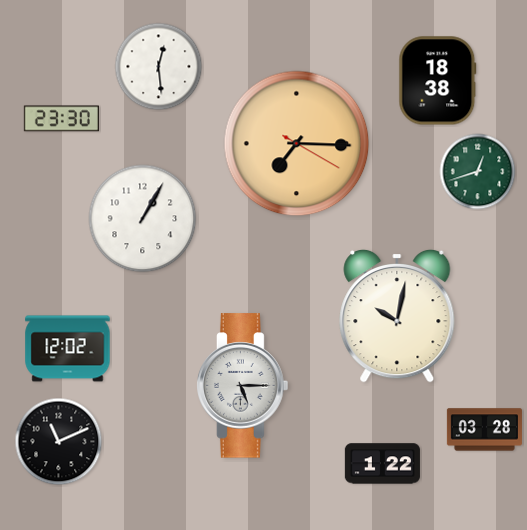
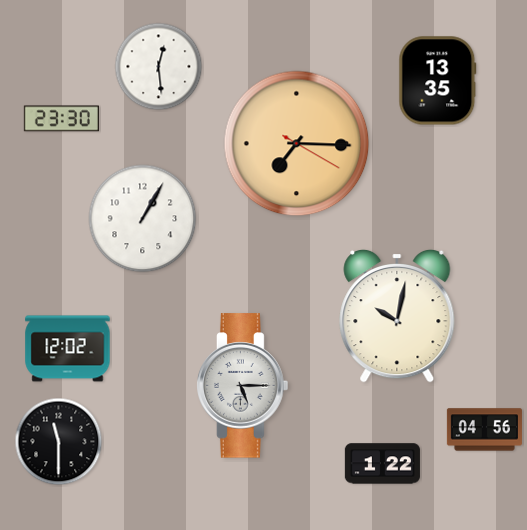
clock at (438, 81): 18:38 -> 13:35
clock at (478, 172): 12:42 -> none
clock at (484, 430): 03:28 -> 04:56
clock at (59, 442): 11:11 -> 11:30
